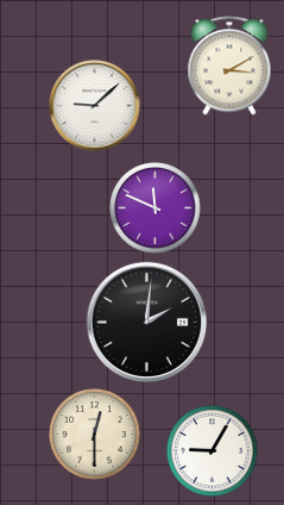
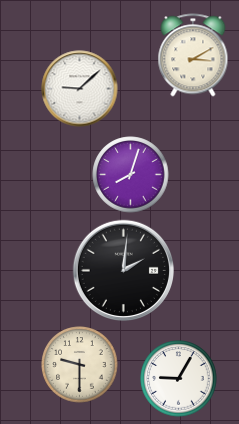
clock at (156, 208): 11:49 -> 8:03
clock at (95, 435): 12:30 -> 9:30
